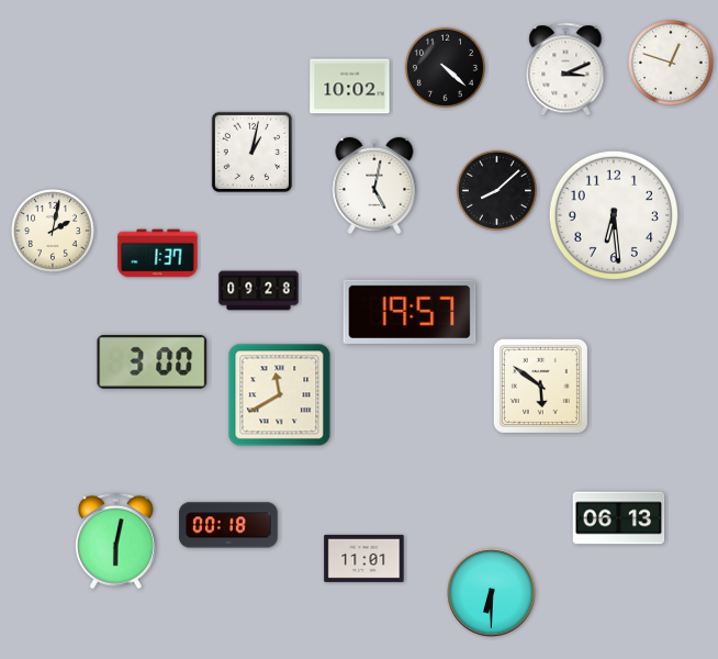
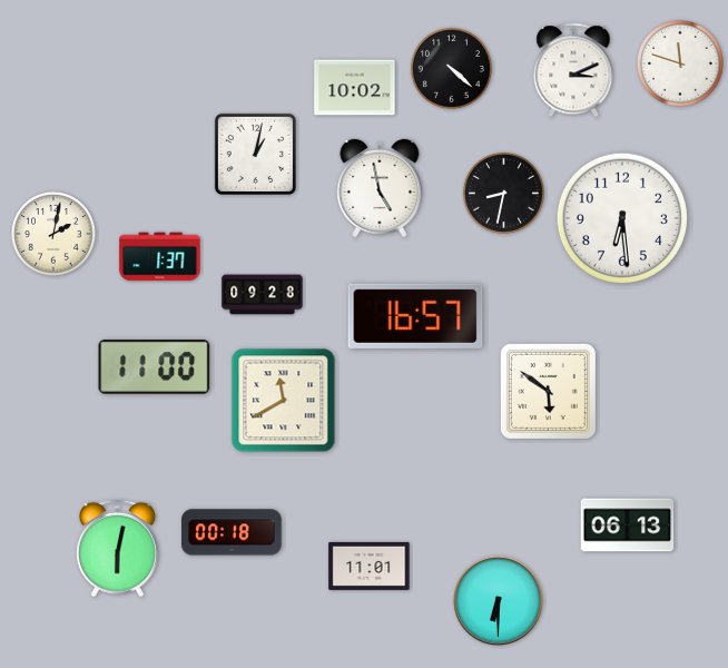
clock at (672, 64): 12:48 -> 11:48
clock at (374, 186): 5:02 -> 4:58
clock at (496, 190): 8:08 -> 8:32
clock at (410, 312): 19:57 -> 16:57
clock at (153, 361): 3:00 -> 11:00
